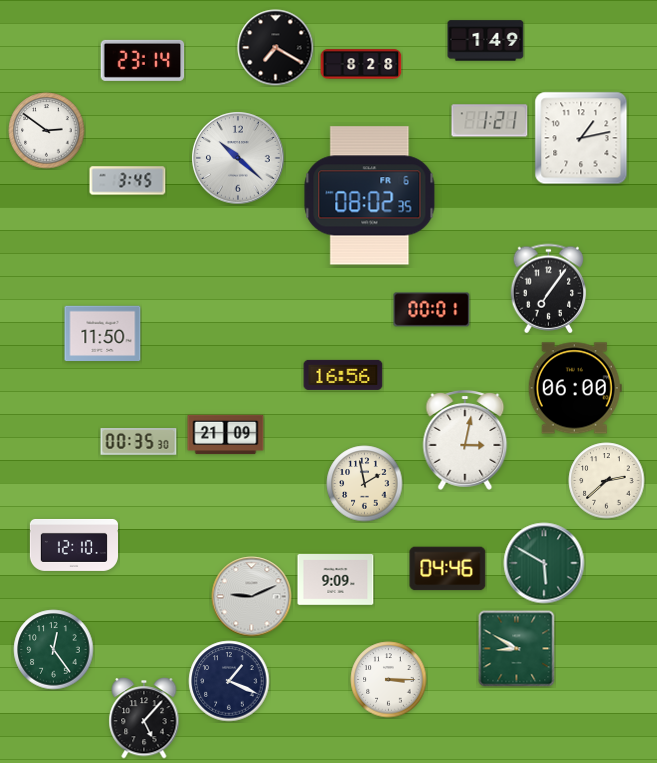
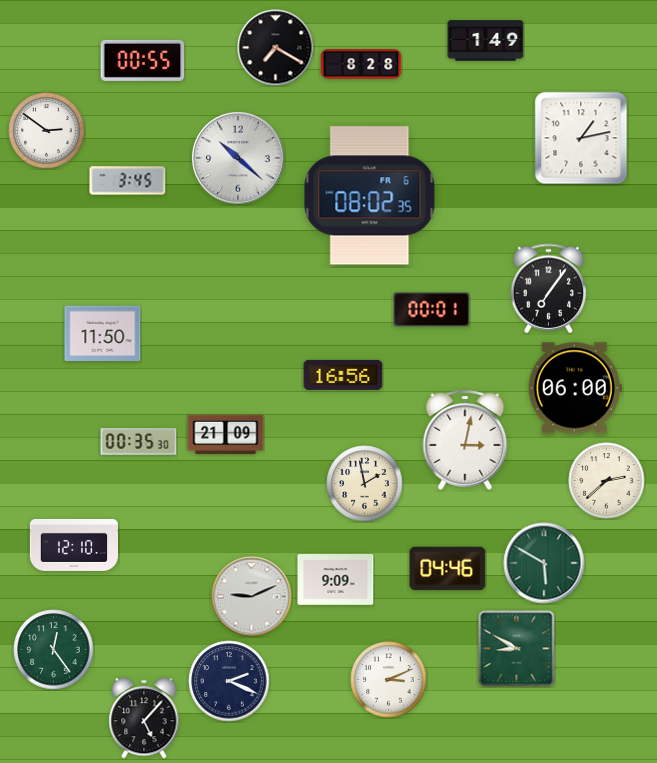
clock at (143, 60): 23:14 -> 00:55
clock at (490, 121): 1:21 -> none
clock at (389, 680): 3:15 -> 3:11
clock at (229, 681): 1:19 -> 2:19
